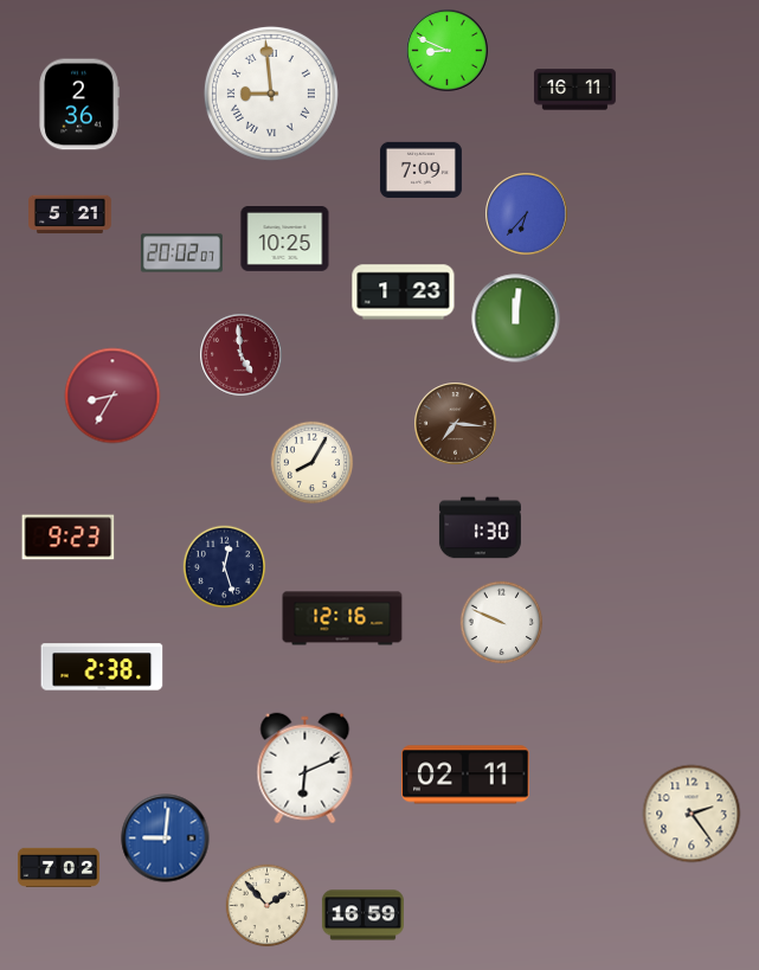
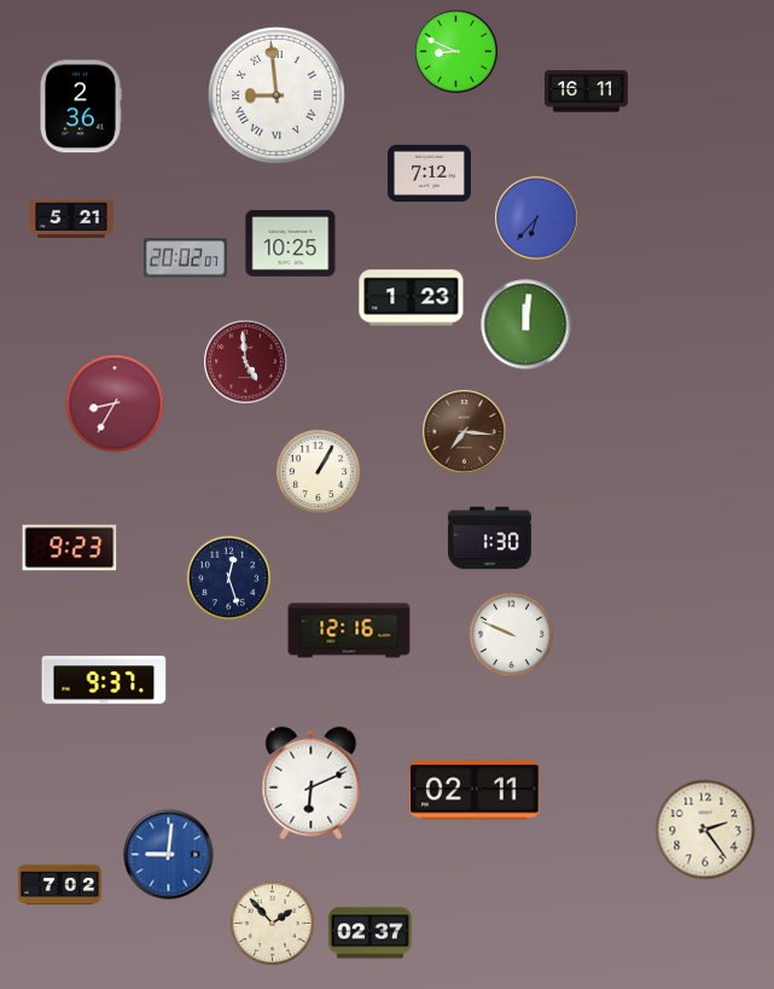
clock at (420, 169): 7:09 -> 7:12
clock at (313, 463): 8:05 -> 1:05
clock at (102, 667): 2:38 -> 9:37
clock at (362, 916): 16:59 -> 02:37
